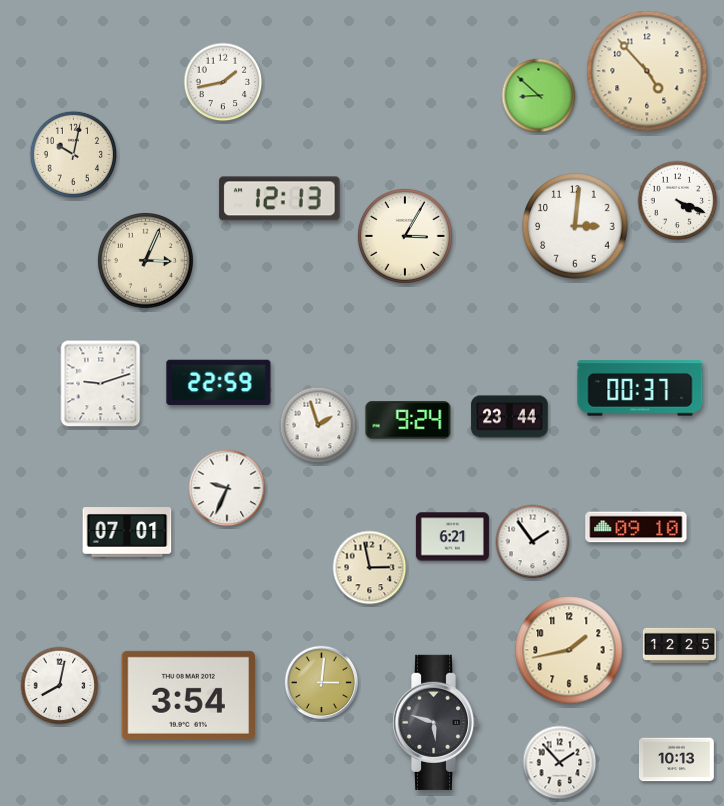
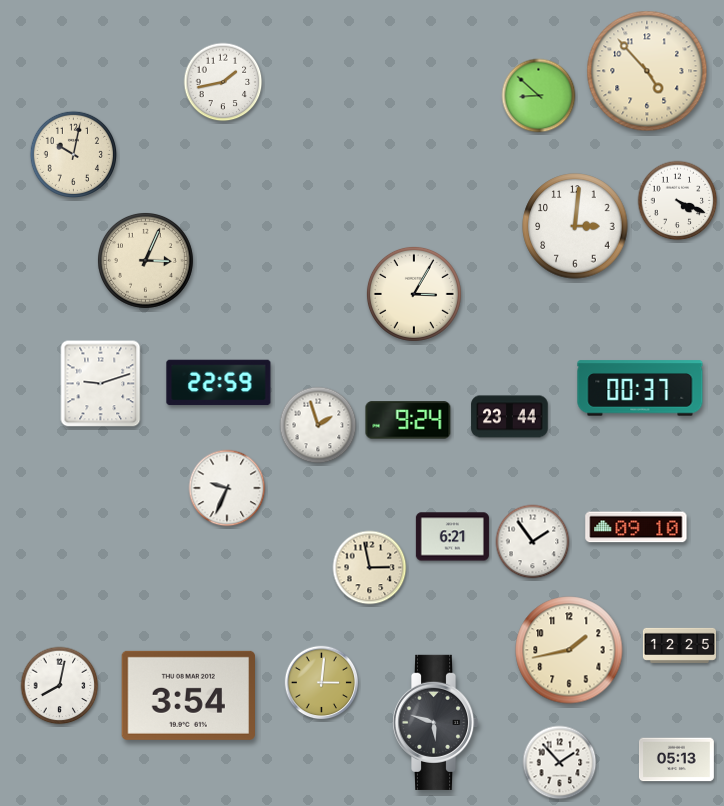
clock at (280, 199): 12:13 -> none
clock at (405, 236) position: (405, 236) -> (414, 294)
clock at (127, 533): 07:01 -> none
clock at (676, 760): 10:13 -> 05:13
